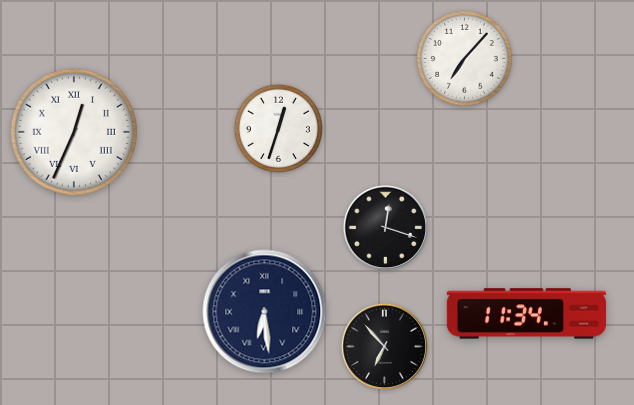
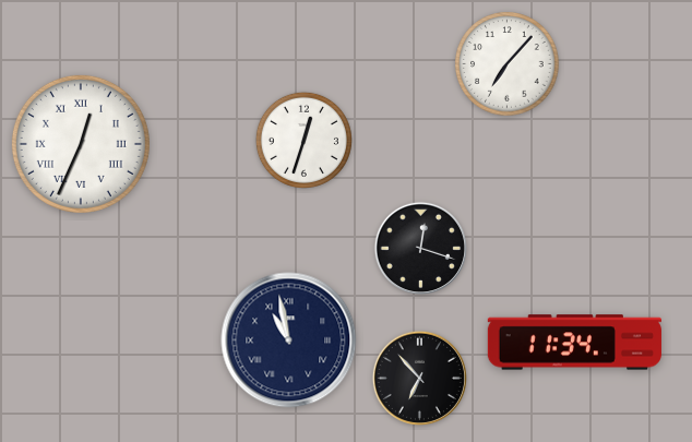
clock at (265, 312): 6:29 -> 10:58
